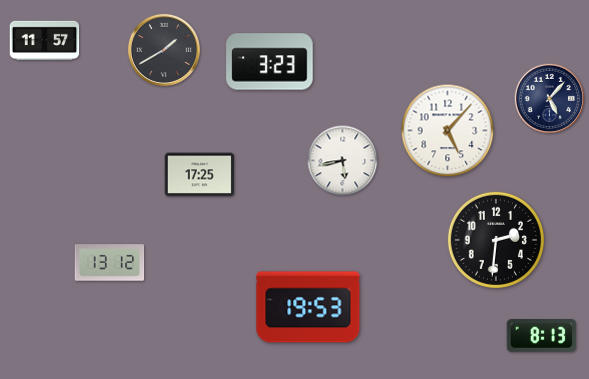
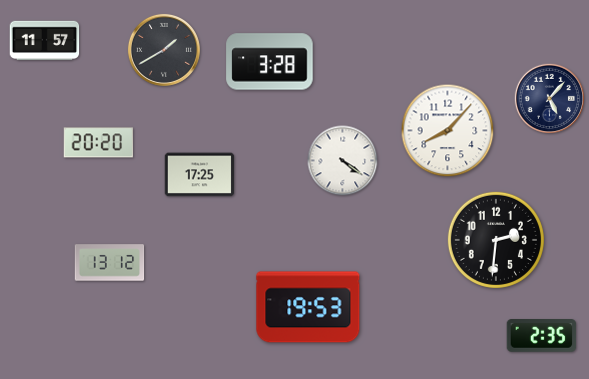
clock at (270, 62): 3:23 -> 3:28
clock at (448, 131): 5:07 -> 8:07
clock at (99, 143): none -> 20:20
clock at (343, 161): 5:43 -> 4:21
clock at (542, 336): 8:13 -> 2:35
